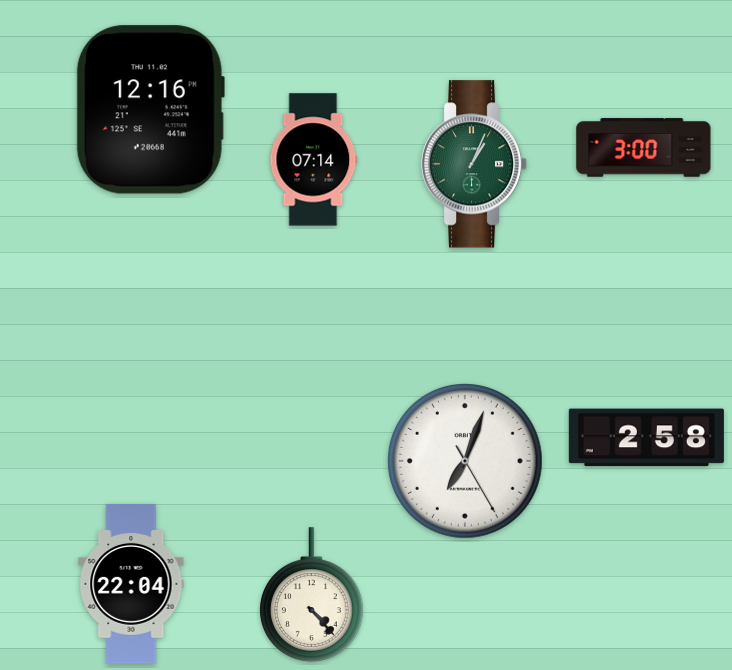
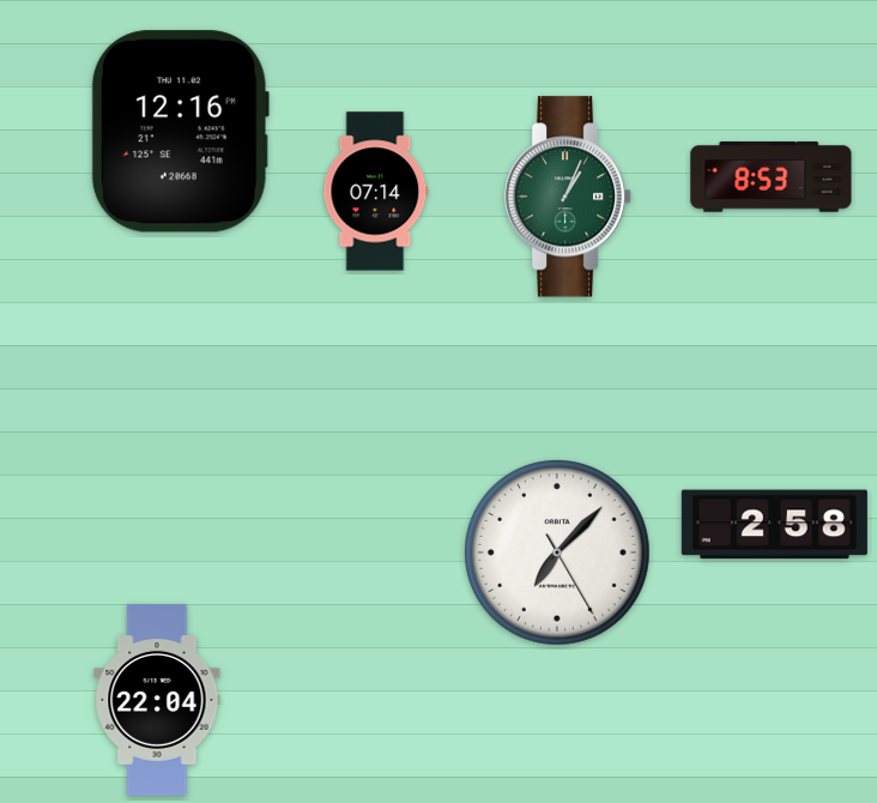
clock at (644, 148): 3:00 -> 8:53
clock at (466, 462): 7:03 -> 7:07
clock at (312, 595): 4:23 -> none
